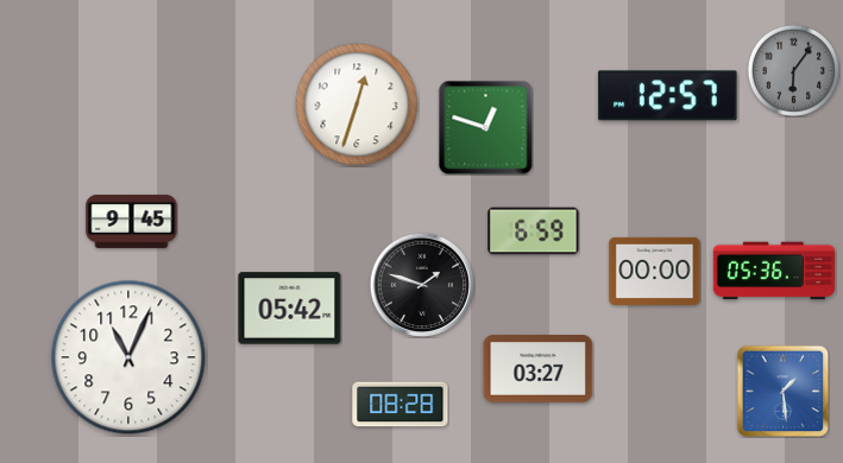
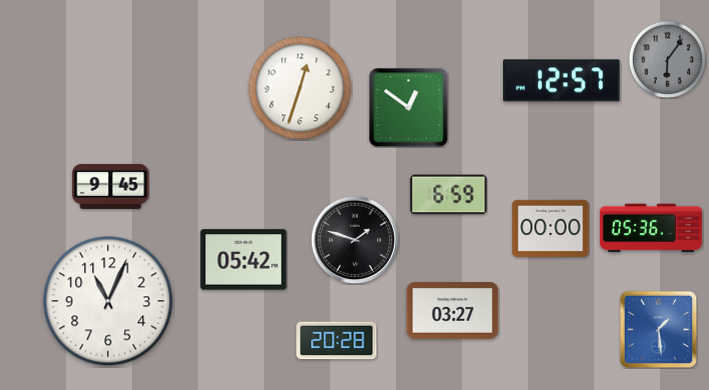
clock at (485, 127): 12:48 -> 12:51
clock at (401, 405): 08:28 -> 20:28
